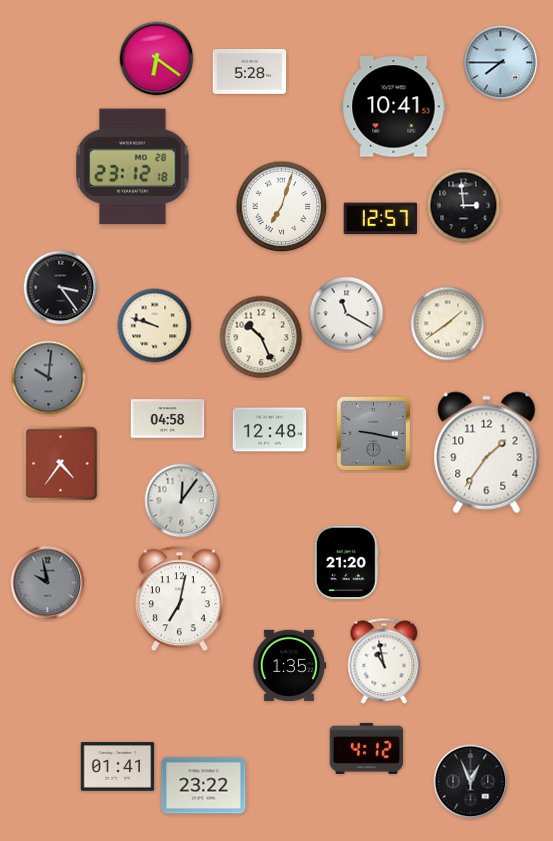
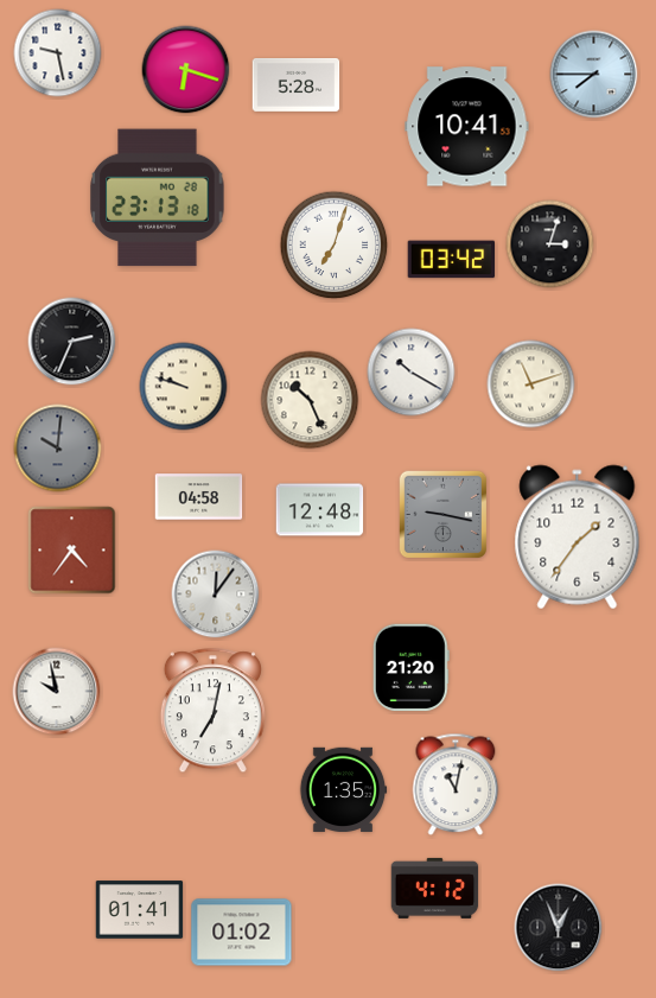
clock at (58, 53): none -> 9:28
clock at (157, 59): 6:21 -> 6:18
clock at (133, 167): 23:12 -> 23:13
clock at (464, 206): 2:59 -> 3:03
clock at (381, 219): 12:57 -> 03:42
clock at (61, 288): 3:24 -> 2:34
clock at (347, 314): 11:20 -> 10:20
clock at (448, 324): 1:39 -> 11:12
clock at (48, 583) dial: grey -> white
clock at (384, 661): 10:58 -> 11:02
clock at (204, 786): 23:22 -> 01:02
